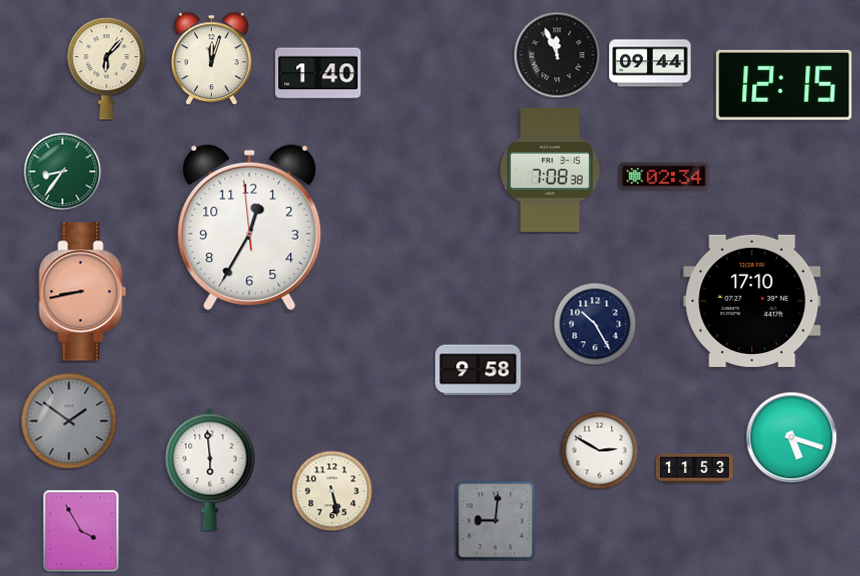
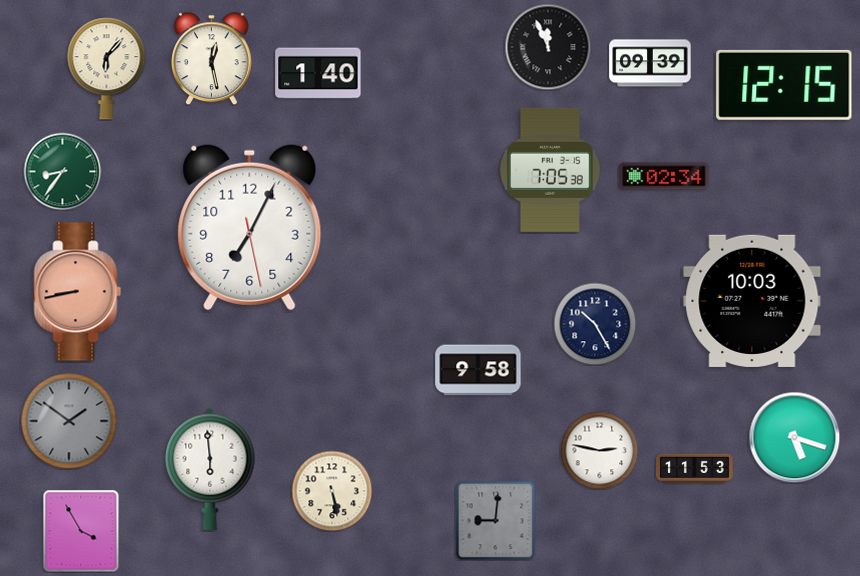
clock at (557, 55) position: (557, 55) -> (548, 47)
clock at (212, 58): 12:03 -> 12:28
clock at (650, 63): 09:44 -> 09:39
clock at (551, 170): 7:08 -> 7:05
clock at (250, 228): 12:34 -> 7:04
clock at (83, 292) position: (83, 292) -> (78, 292)
clock at (752, 301): 17:10 -> 10:03
clock at (791, 437) position: (791, 437) -> (794, 437)
clock at (599, 450): 2:50 -> 2:47
